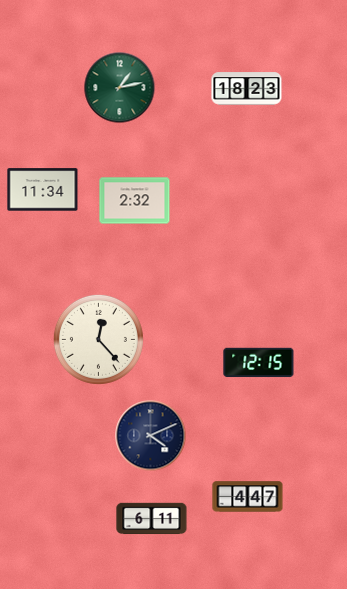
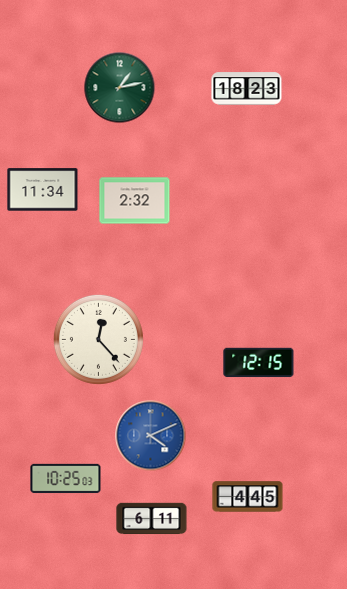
clock at (151, 436) dial: navy -> blue
clock at (66, 479): none -> 10:25
clock at (248, 497): 4:47 -> 4:45
